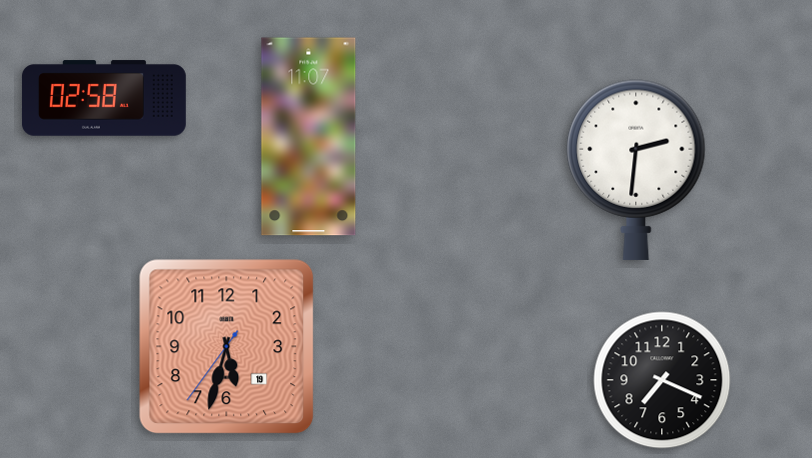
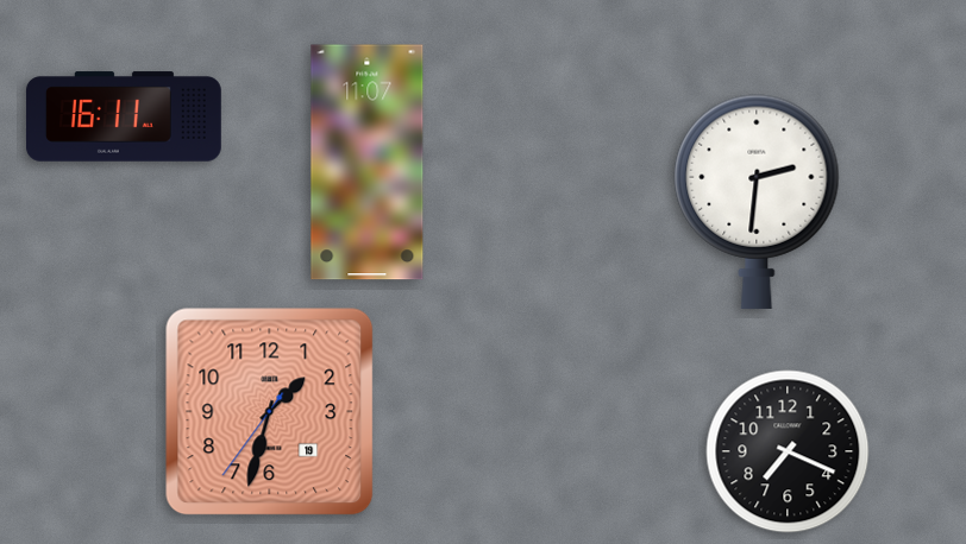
clock at (104, 98): 02:58 -> 16:11
clock at (227, 347): 5:32 -> 1:32
